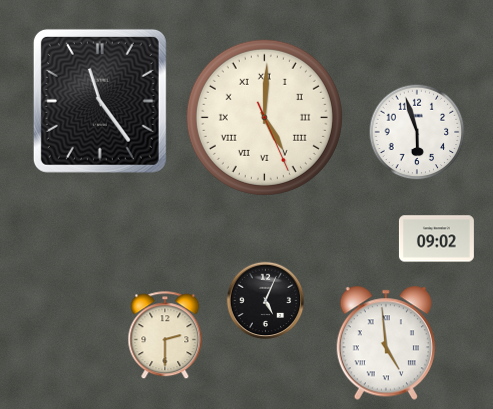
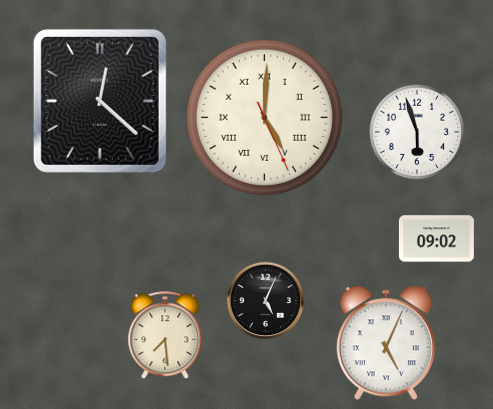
clock at (100, 101): 11:24 -> 12:22
clock at (165, 336): 2:30 -> 7:29
clock at (386, 343): 4:59 -> 5:04
